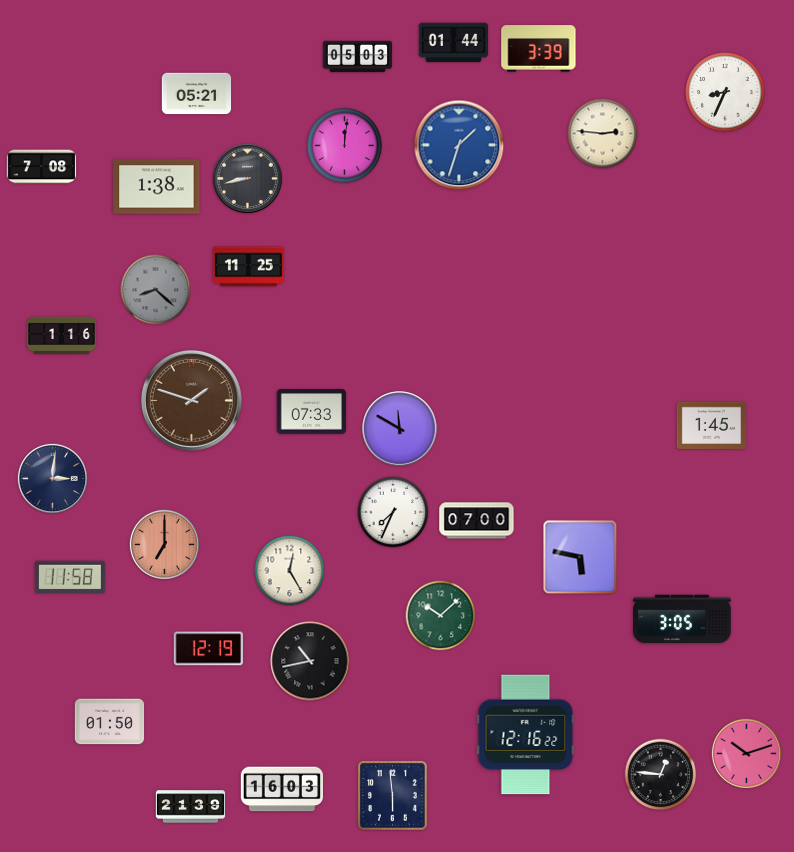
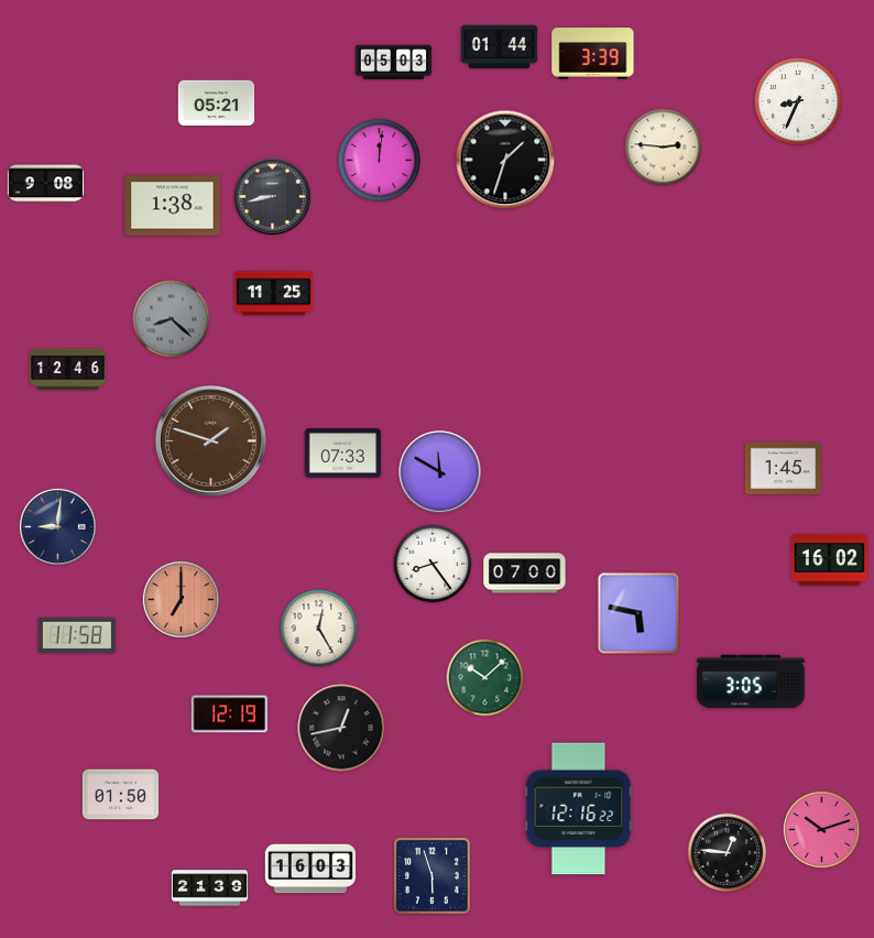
clock at (459, 145) dial: blue -> black
clock at (42, 167): 7:08 -> 9:08
clock at (62, 335): 1:16 -> 12:46
clock at (52, 478): 3:01 -> 9:01
clock at (830, 560): none -> 16:02
clock at (393, 512): 7:34 -> 8:24
clock at (310, 661): 10:43 -> 12:43
clock at (393, 796): 5:59 -> 5:57
